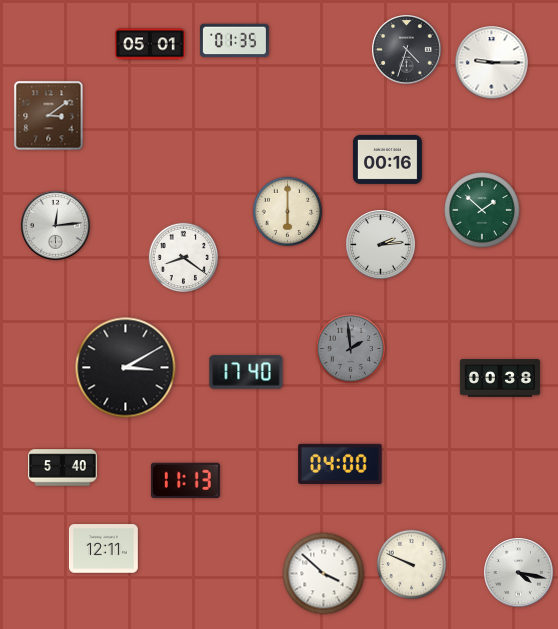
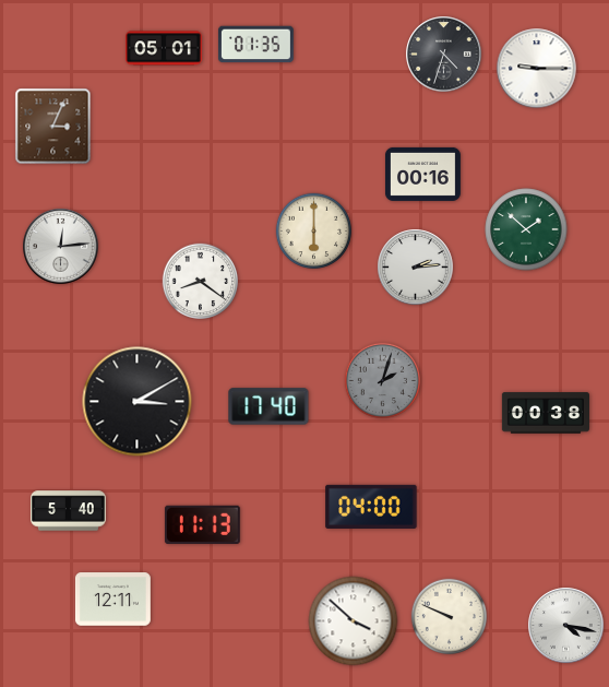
clock at (49, 116): 3:09 -> 3:04
clock at (350, 348): 1:59 -> 2:03
clock at (324, 574) position: (324, 574) -> (354, 621)
